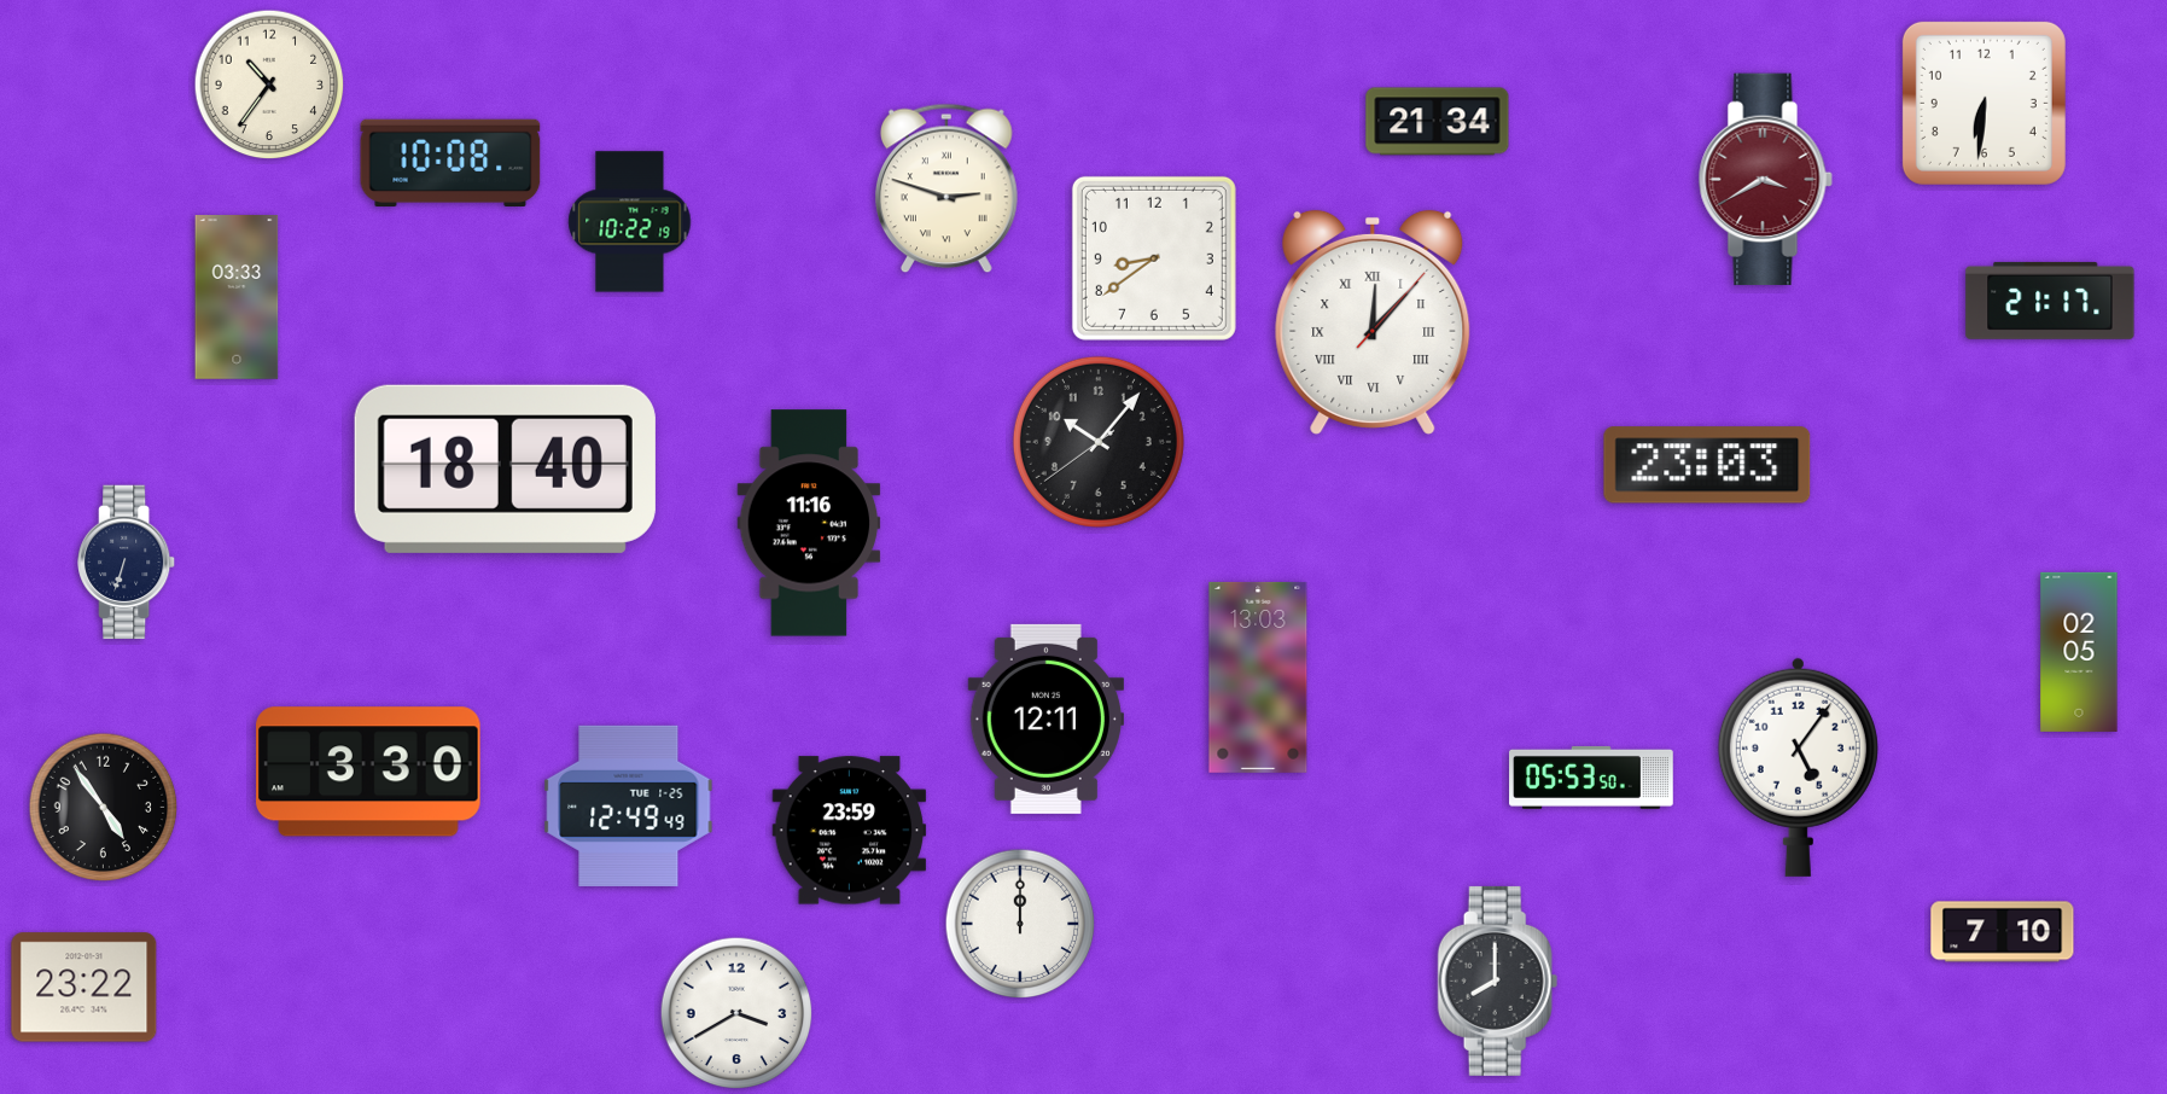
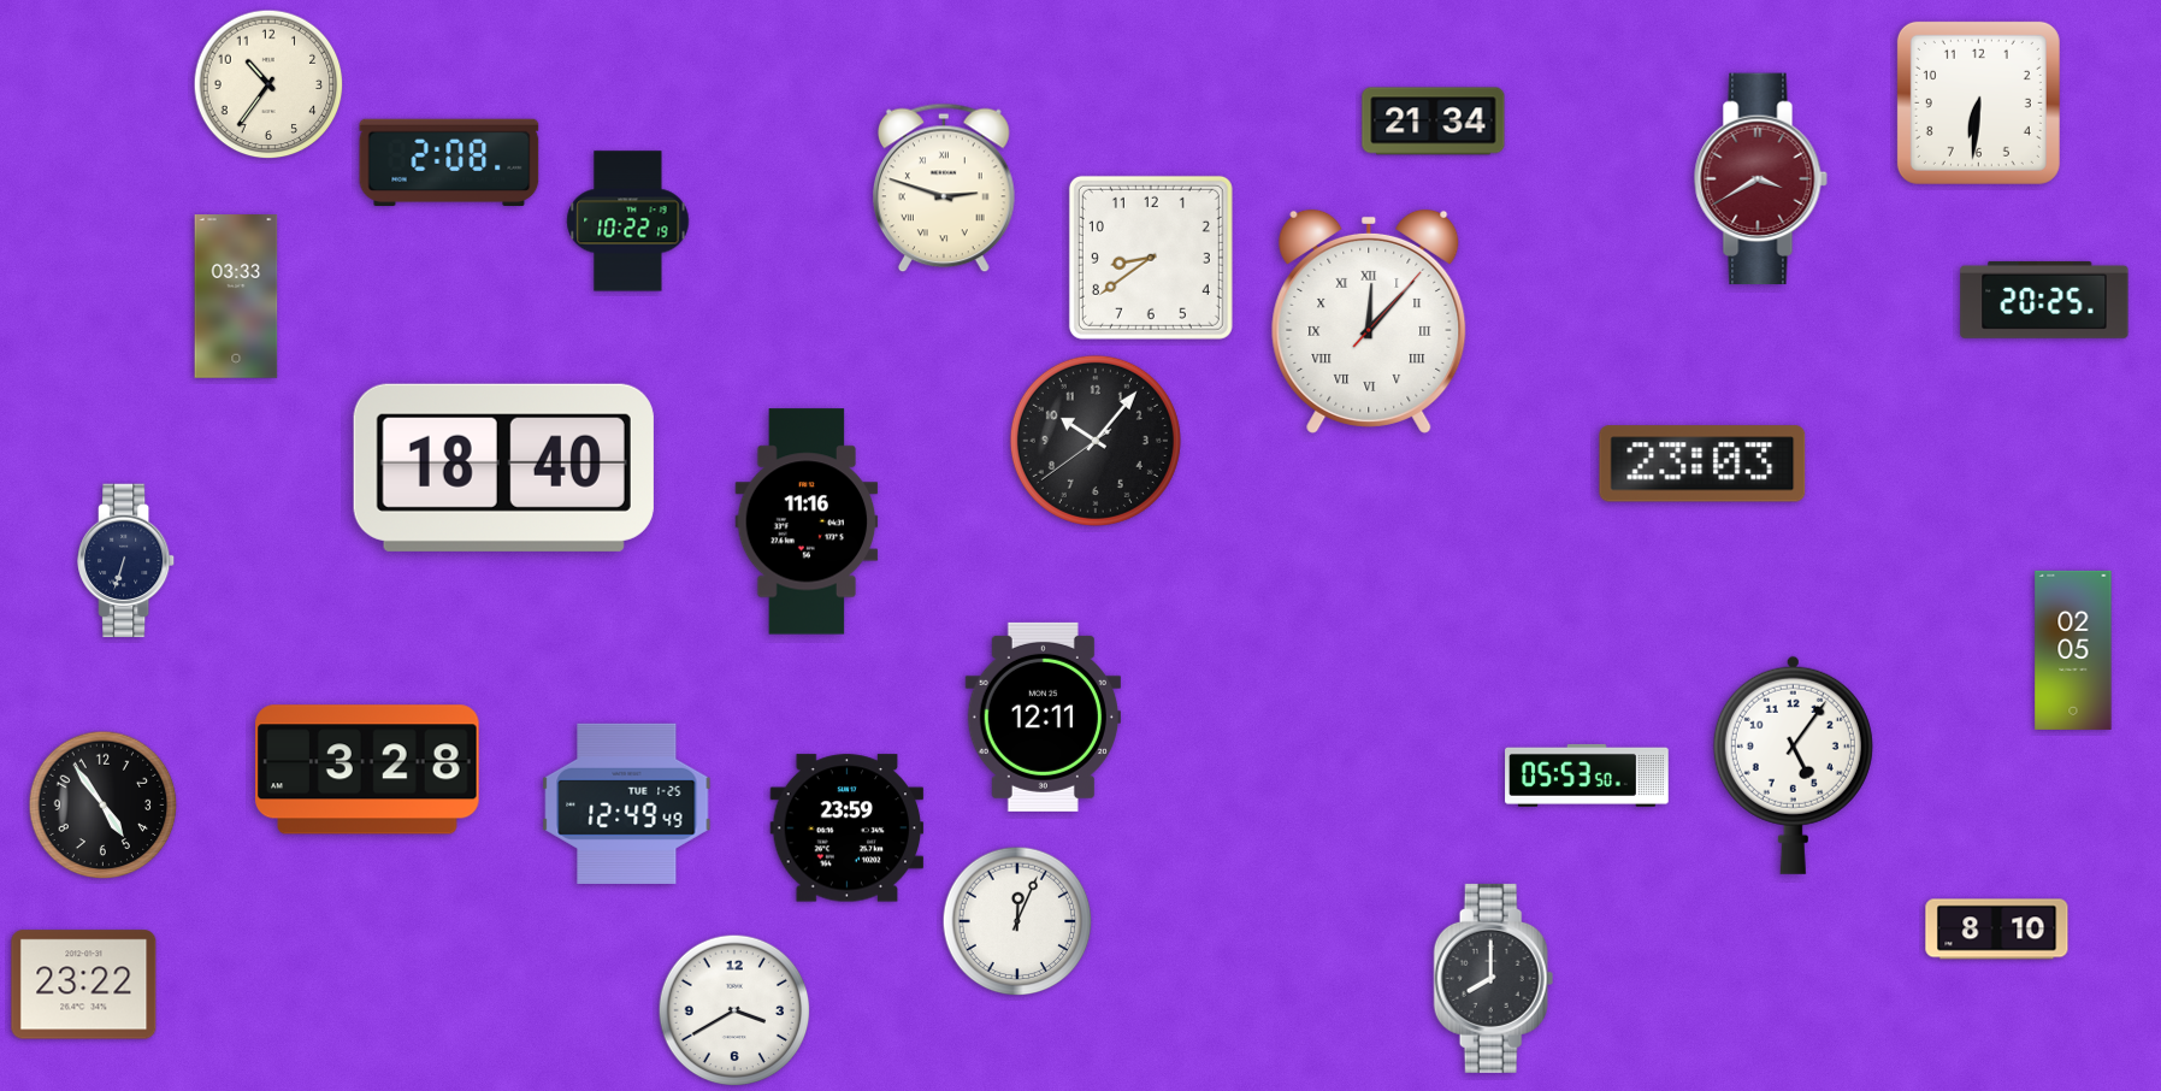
clock at (450, 162): 10:08 -> 2:08
clock at (2050, 301): 21:17 -> 20:25
clock at (1258, 677): 13:03 -> none
clock at (368, 772): 3:30 -> 3:28
clock at (1020, 924): 12:00 -> 12:04
clock at (2003, 932): 7:10 -> 8:10
